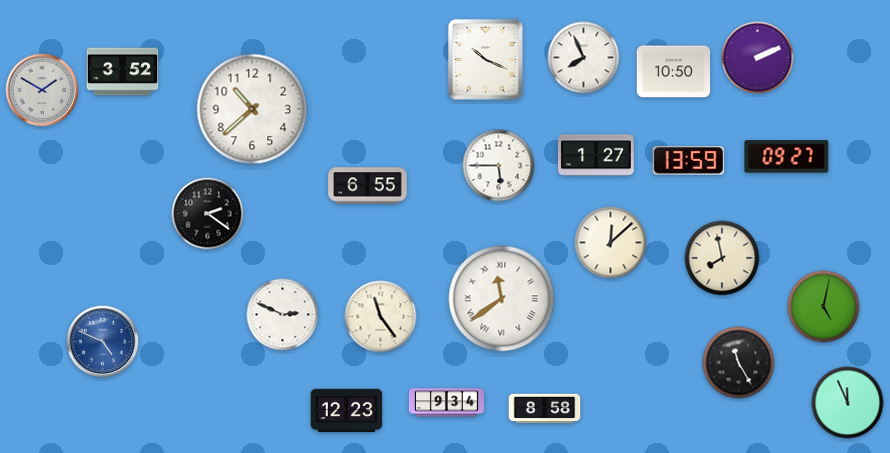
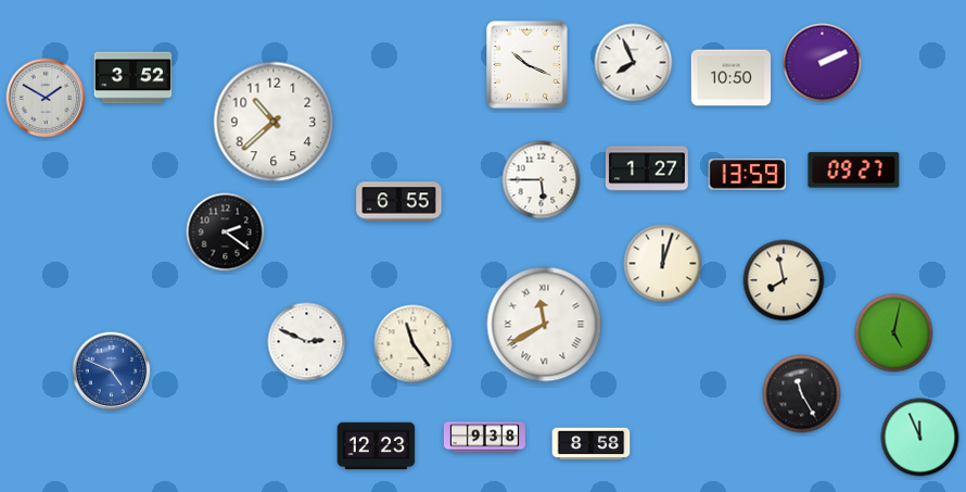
clock at (252, 109) position: (252, 109) -> (274, 122)
clock at (611, 243): 12:08 -> 12:03
clock at (502, 299): 11:39 -> 11:40
clock at (446, 403): 9:34 -> 9:38
